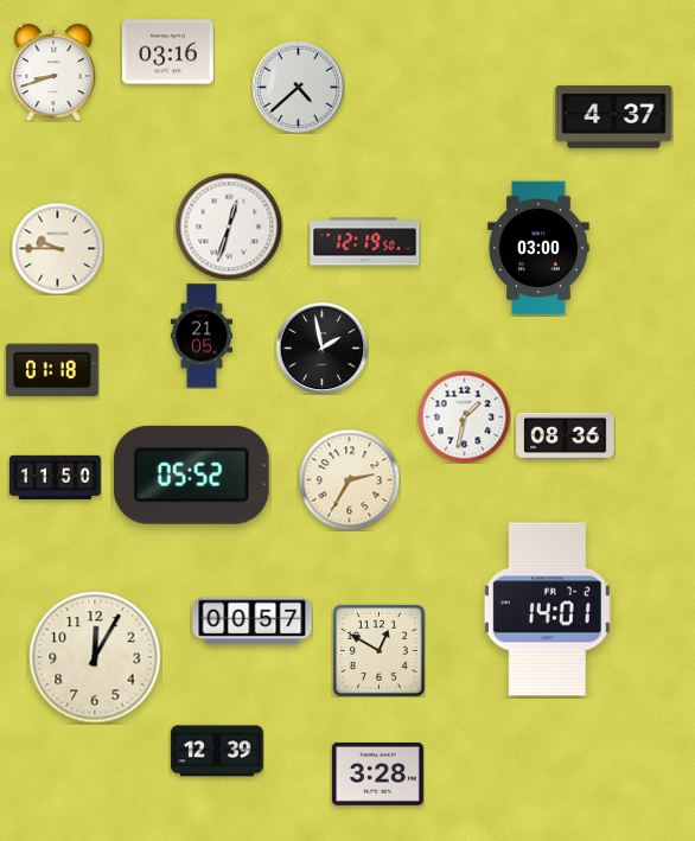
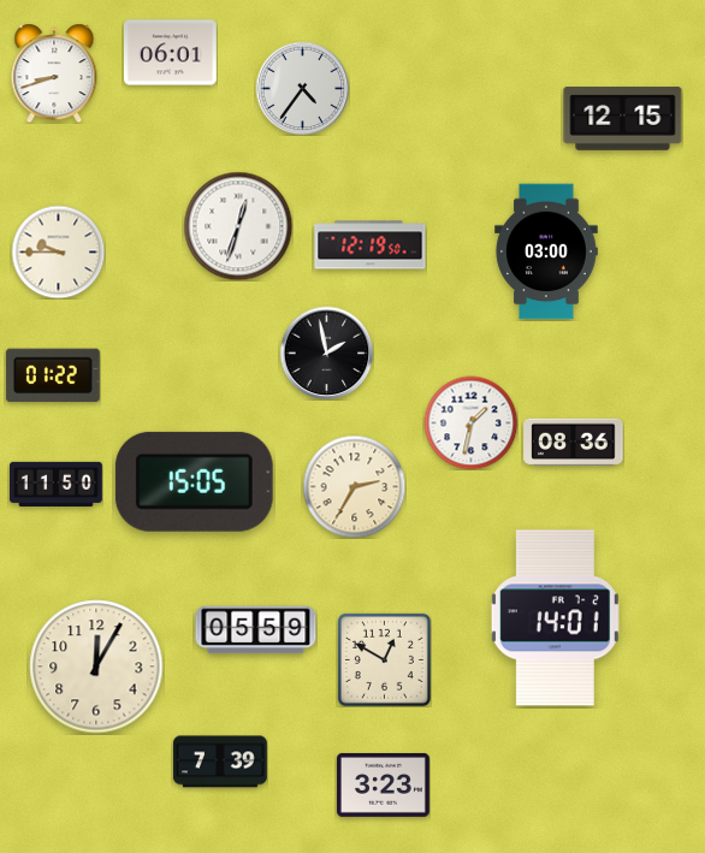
clock at (167, 52): 03:16 -> 06:01
clock at (298, 87): 4:38 -> 4:36
clock at (614, 117): 4:37 -> 12:15
clock at (229, 227) position: (229, 227) -> (238, 226)
clock at (200, 336): 21:05 -> none
clock at (52, 370): 01:18 -> 01:22
clock at (191, 474): 05:52 -> 15:05
clock at (253, 622): 00:57 -> 05:59
clock at (217, 751): 12:39 -> 7:39
clock at (377, 773): 3:28 -> 3:23
